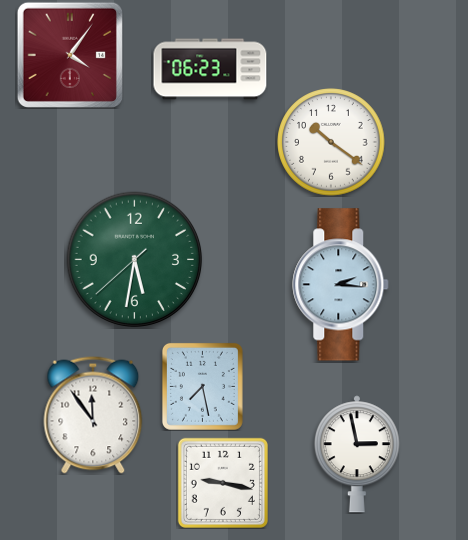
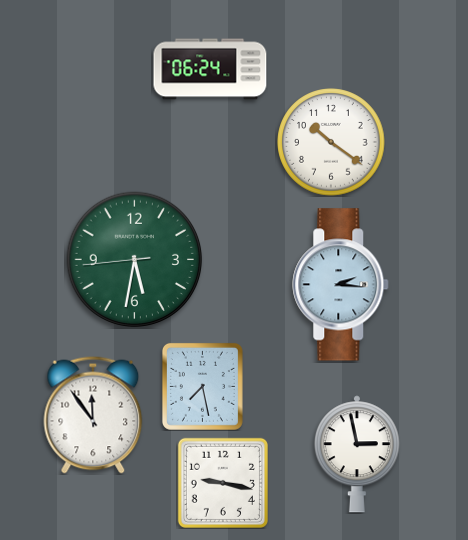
clock at (69, 54): 4:06 -> none
clock at (210, 69): 06:23 -> 06:24
clock at (135, 260): 5:31:38 -> 5:31:44
